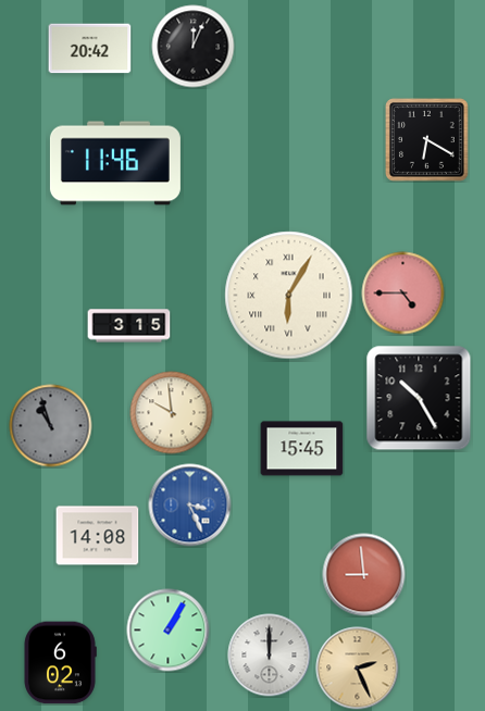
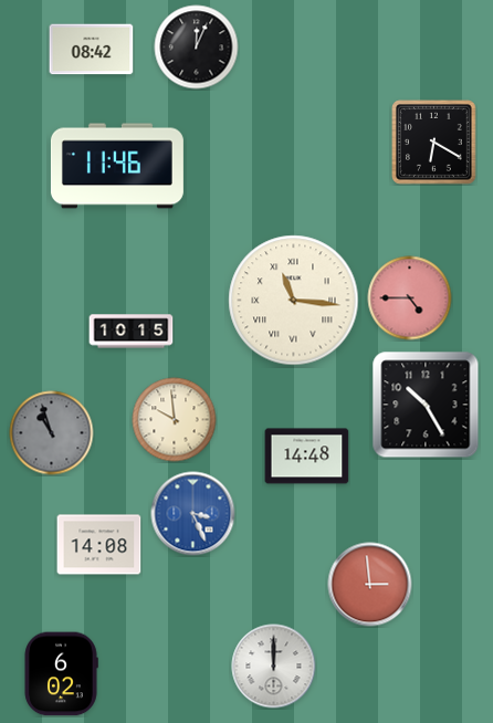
clock at (90, 49): 20:42 -> 08:42
clock at (289, 296): 6:05 -> 11:16
clock at (129, 326): 3:15 -> 10:15
clock at (302, 449): 15:45 -> 14:48
clock at (364, 575): 8:59 -> 2:59
clock at (169, 631): 1:05 -> none
clock at (358, 669): 2:26 -> none
